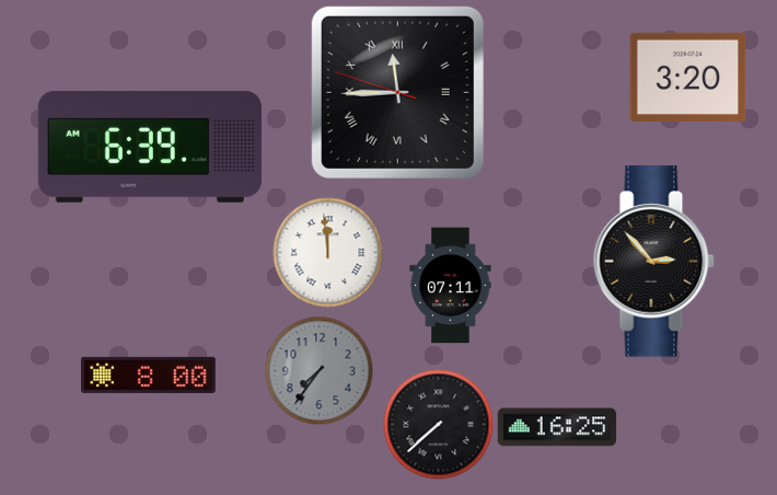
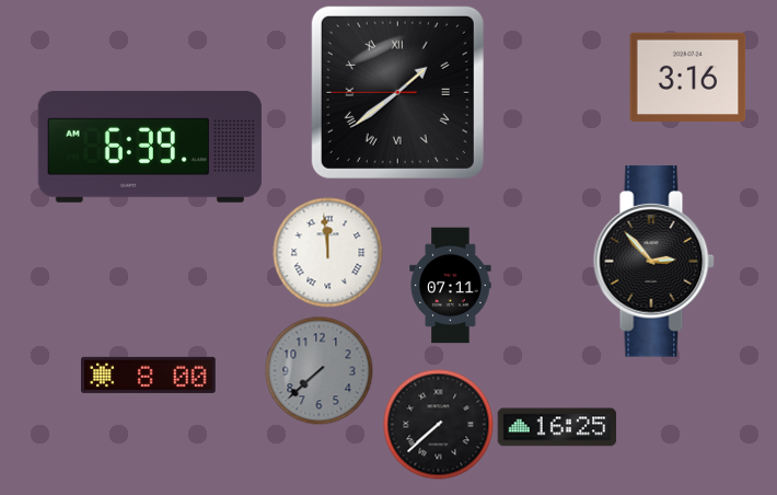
clock at (688, 77): 3:20 -> 3:16
clock at (397, 92): 11:44 -> 1:38
clock at (320, 371): 7:36 -> 7:38
